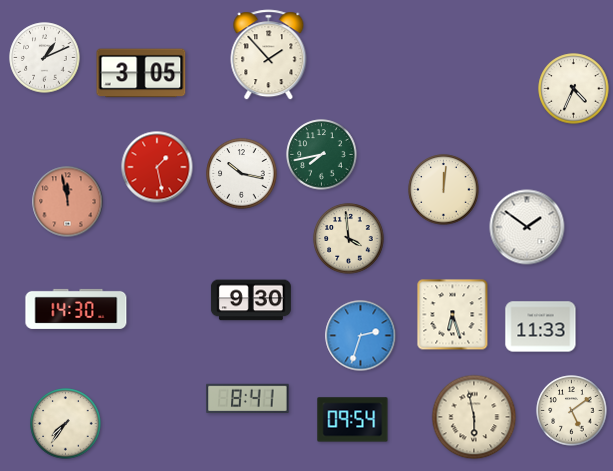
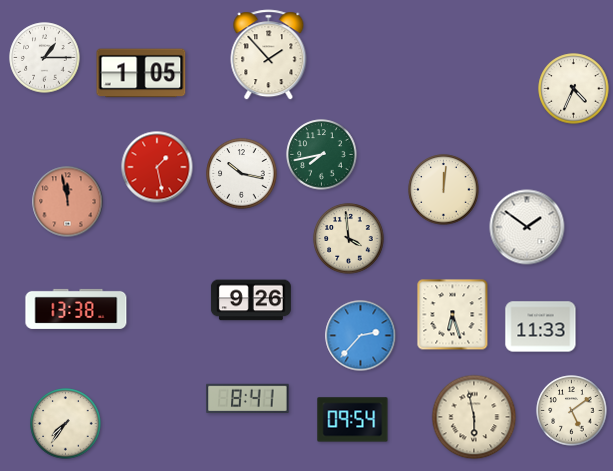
clock at (45, 58): 1:11 -> 1:15
clock at (141, 73): 3:05 -> 1:05
clock at (251, 300): 9:30 -> 9:26
clock at (76, 309): 14:30 -> 13:38
clock at (361, 336): 2:33 -> 2:37
